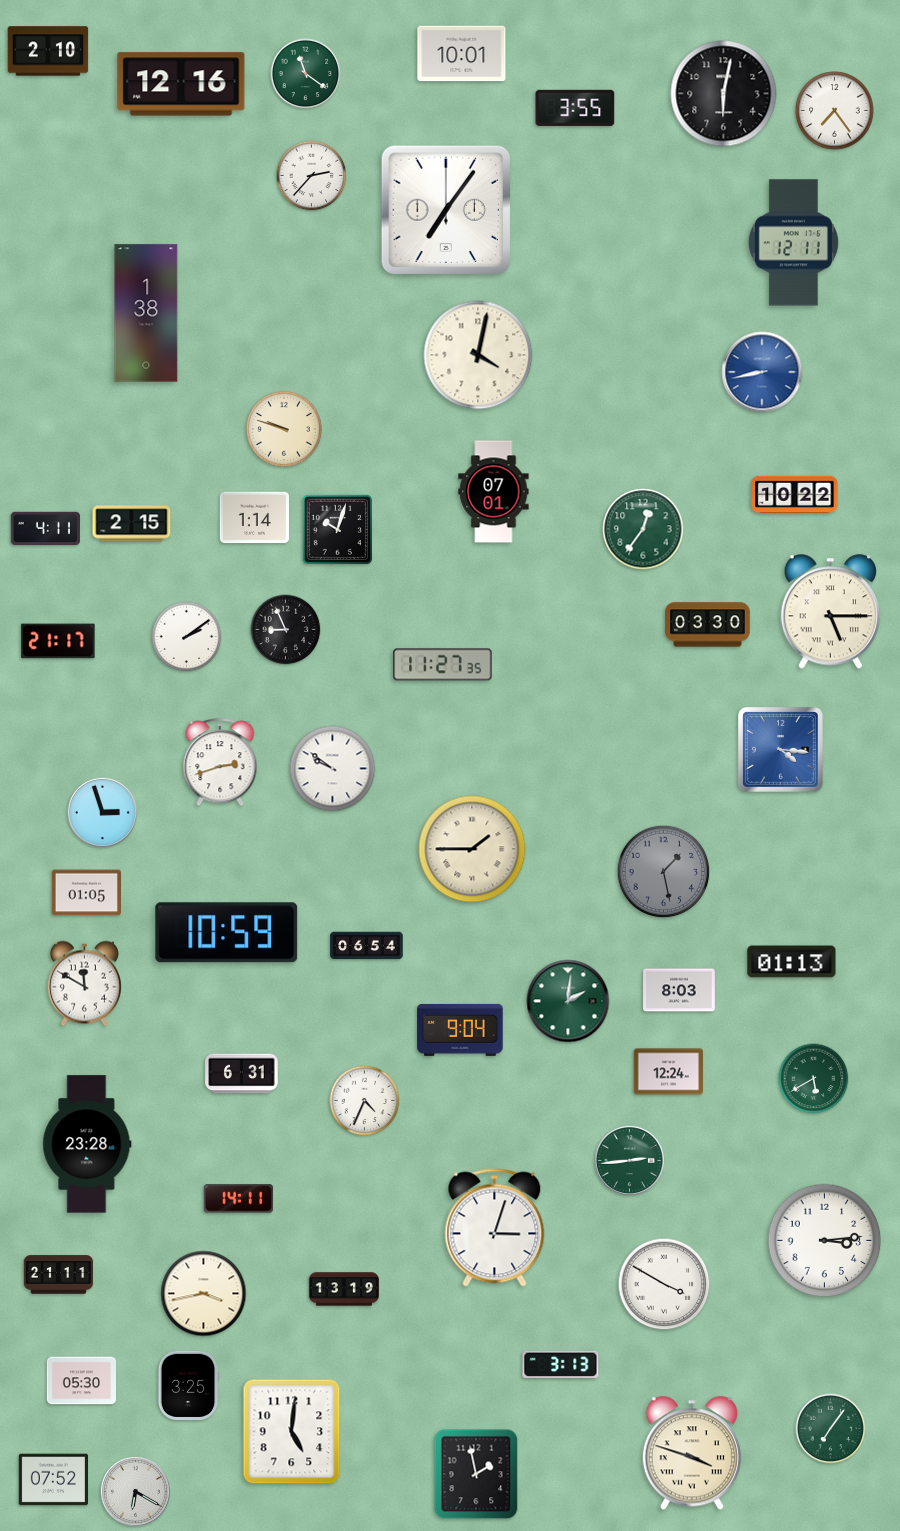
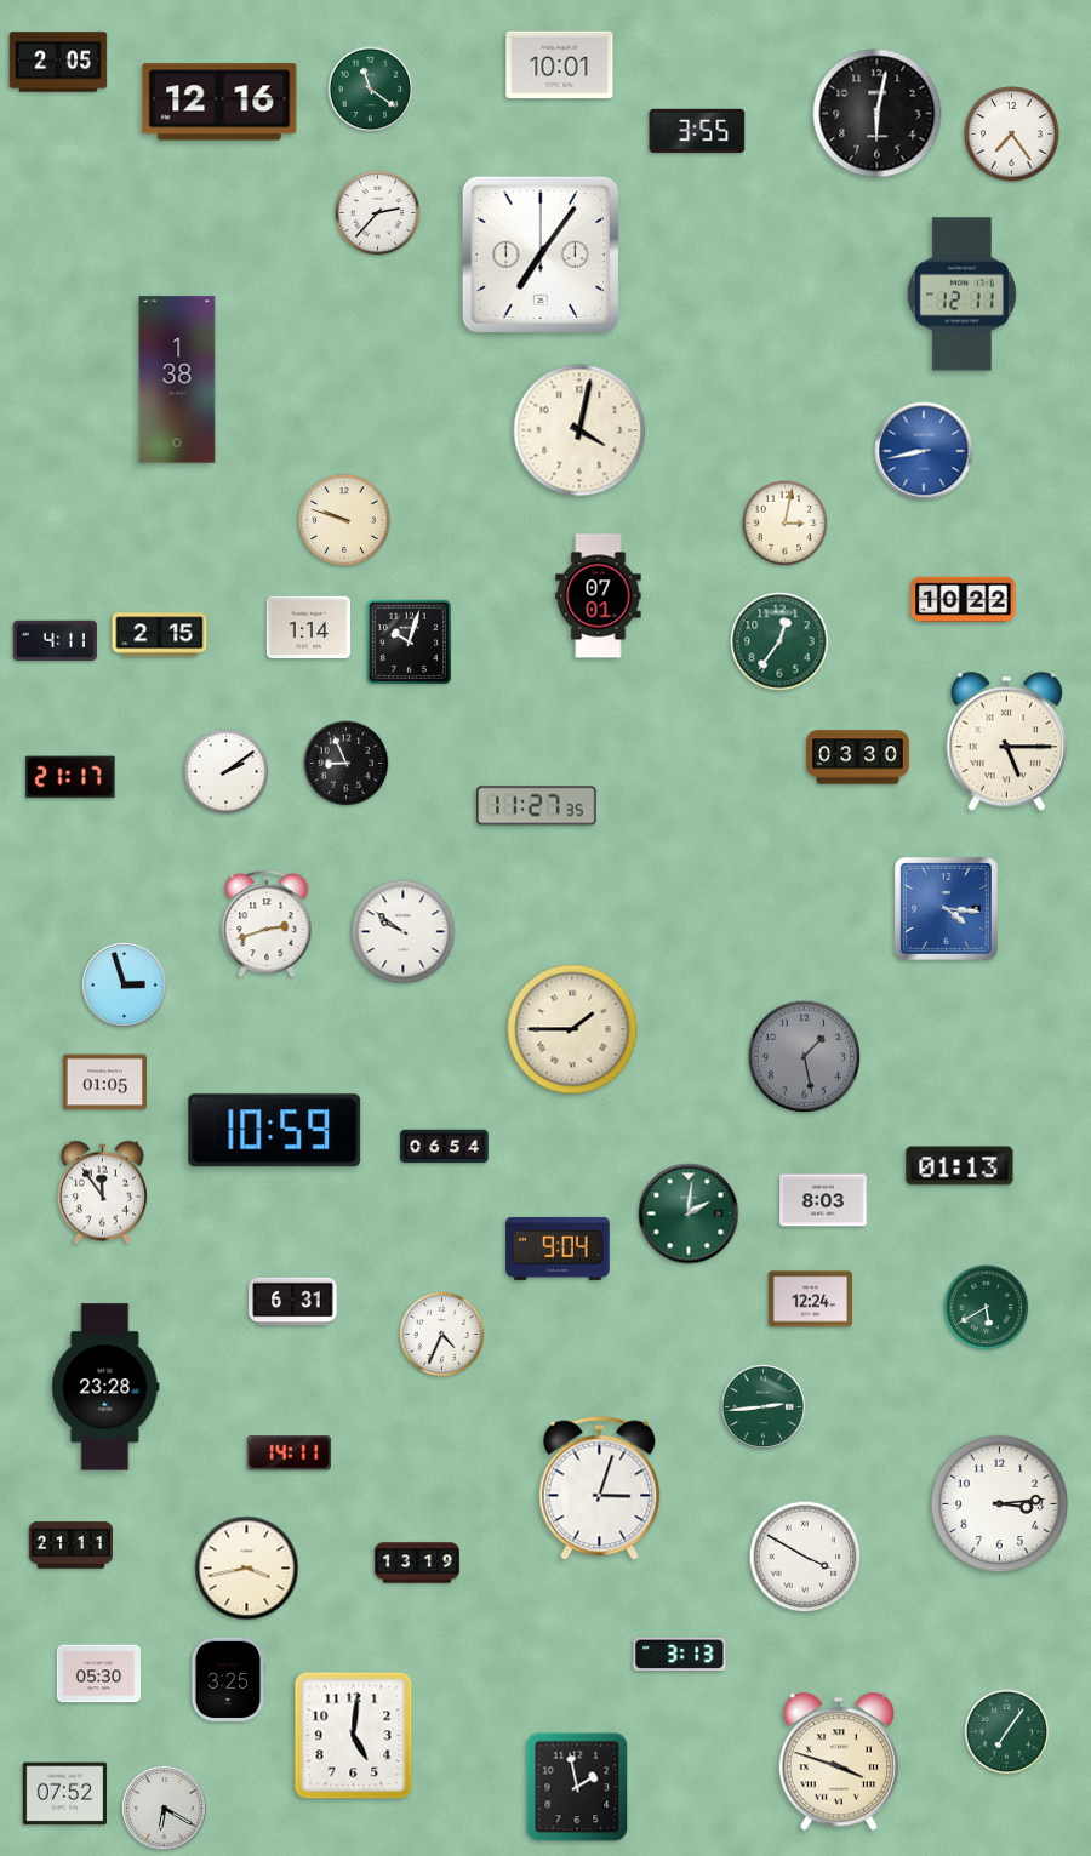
clock at (48, 51): 2:10 -> 2:05
clock at (786, 524): none -> 3:02
clock at (84, 984): 11:50 -> 11:54
